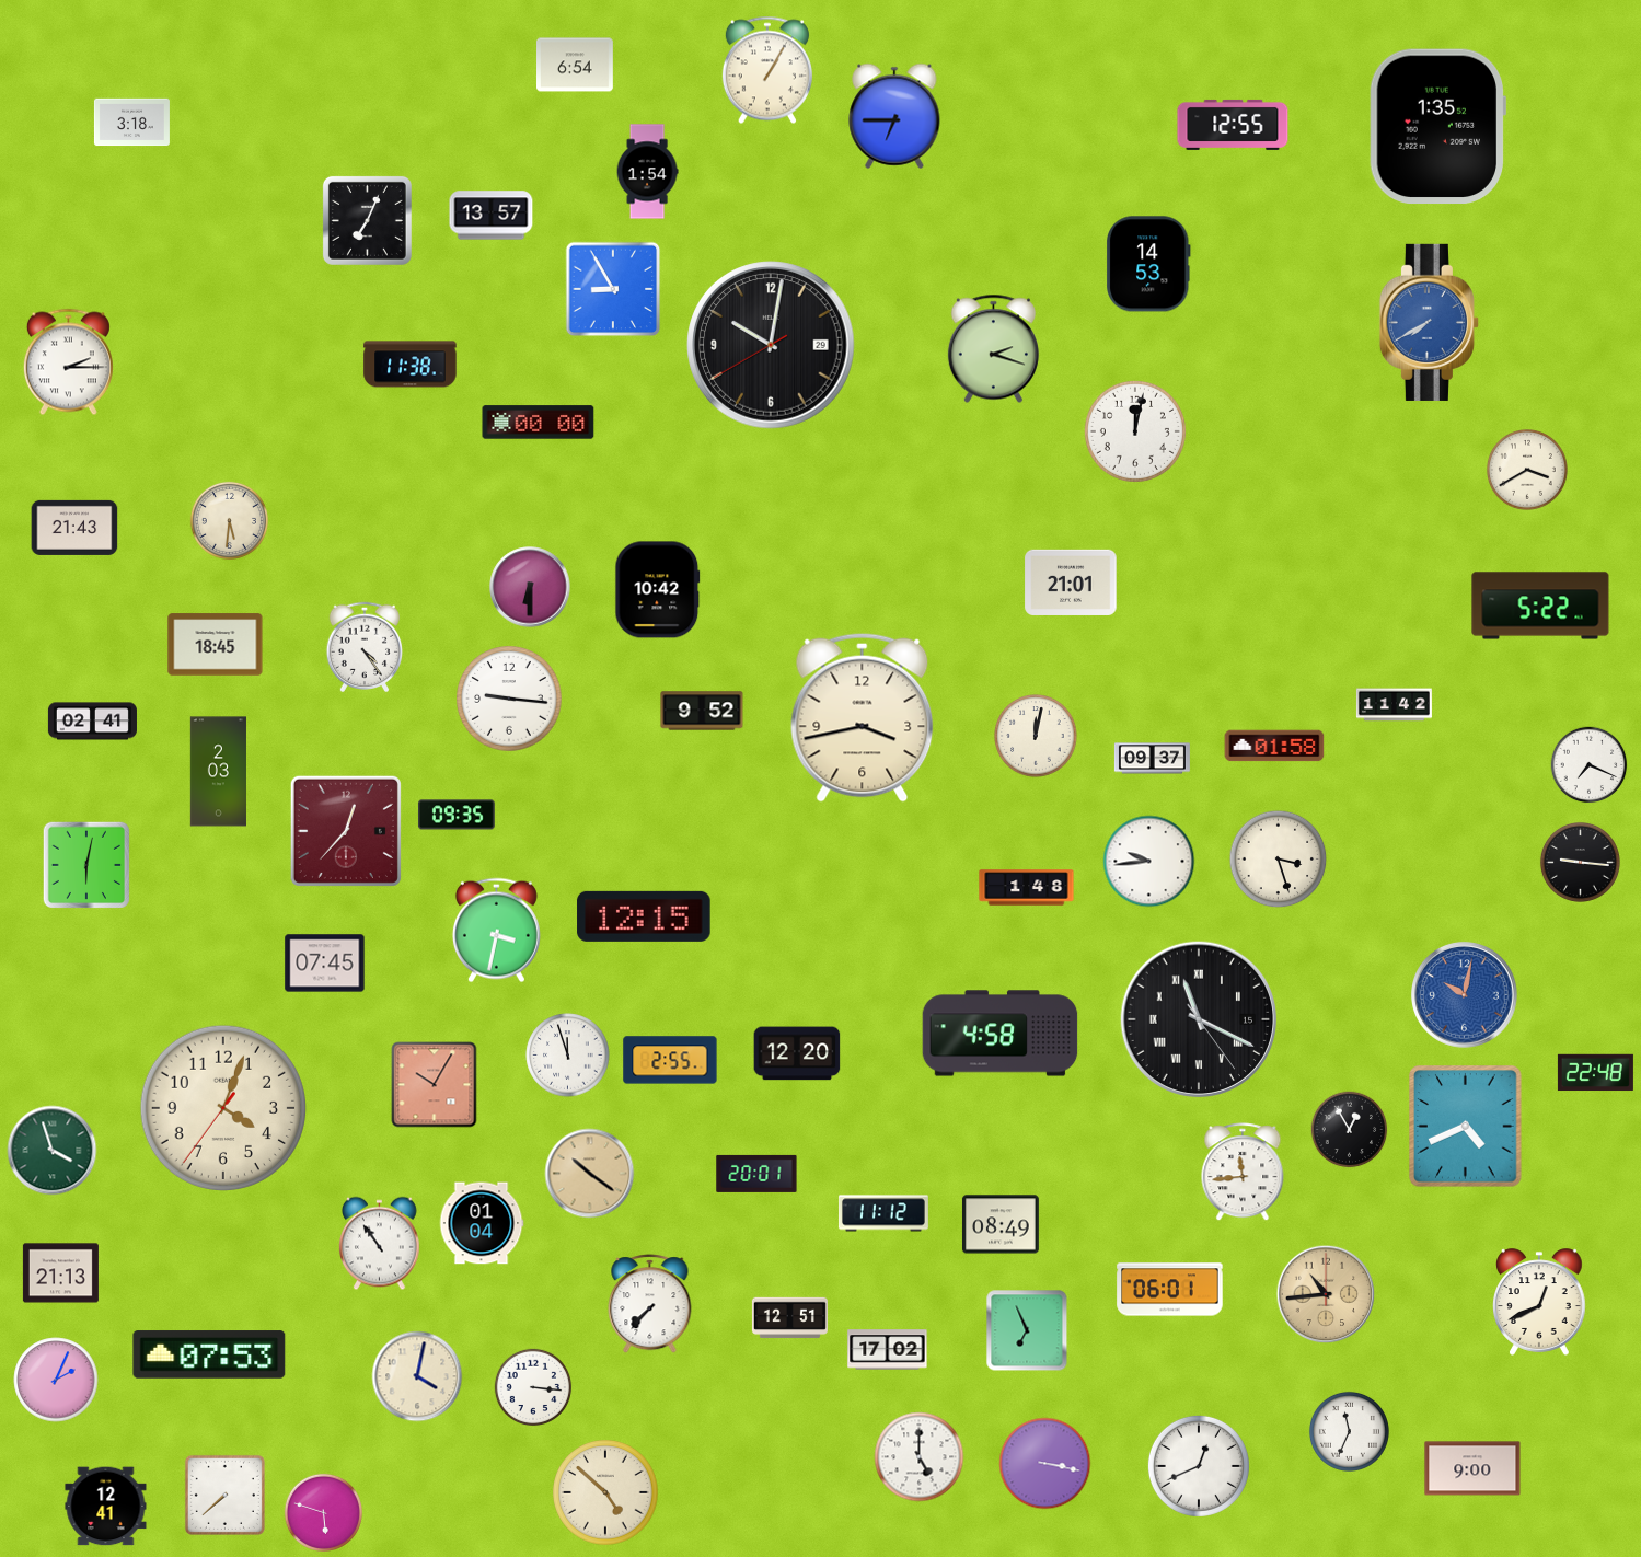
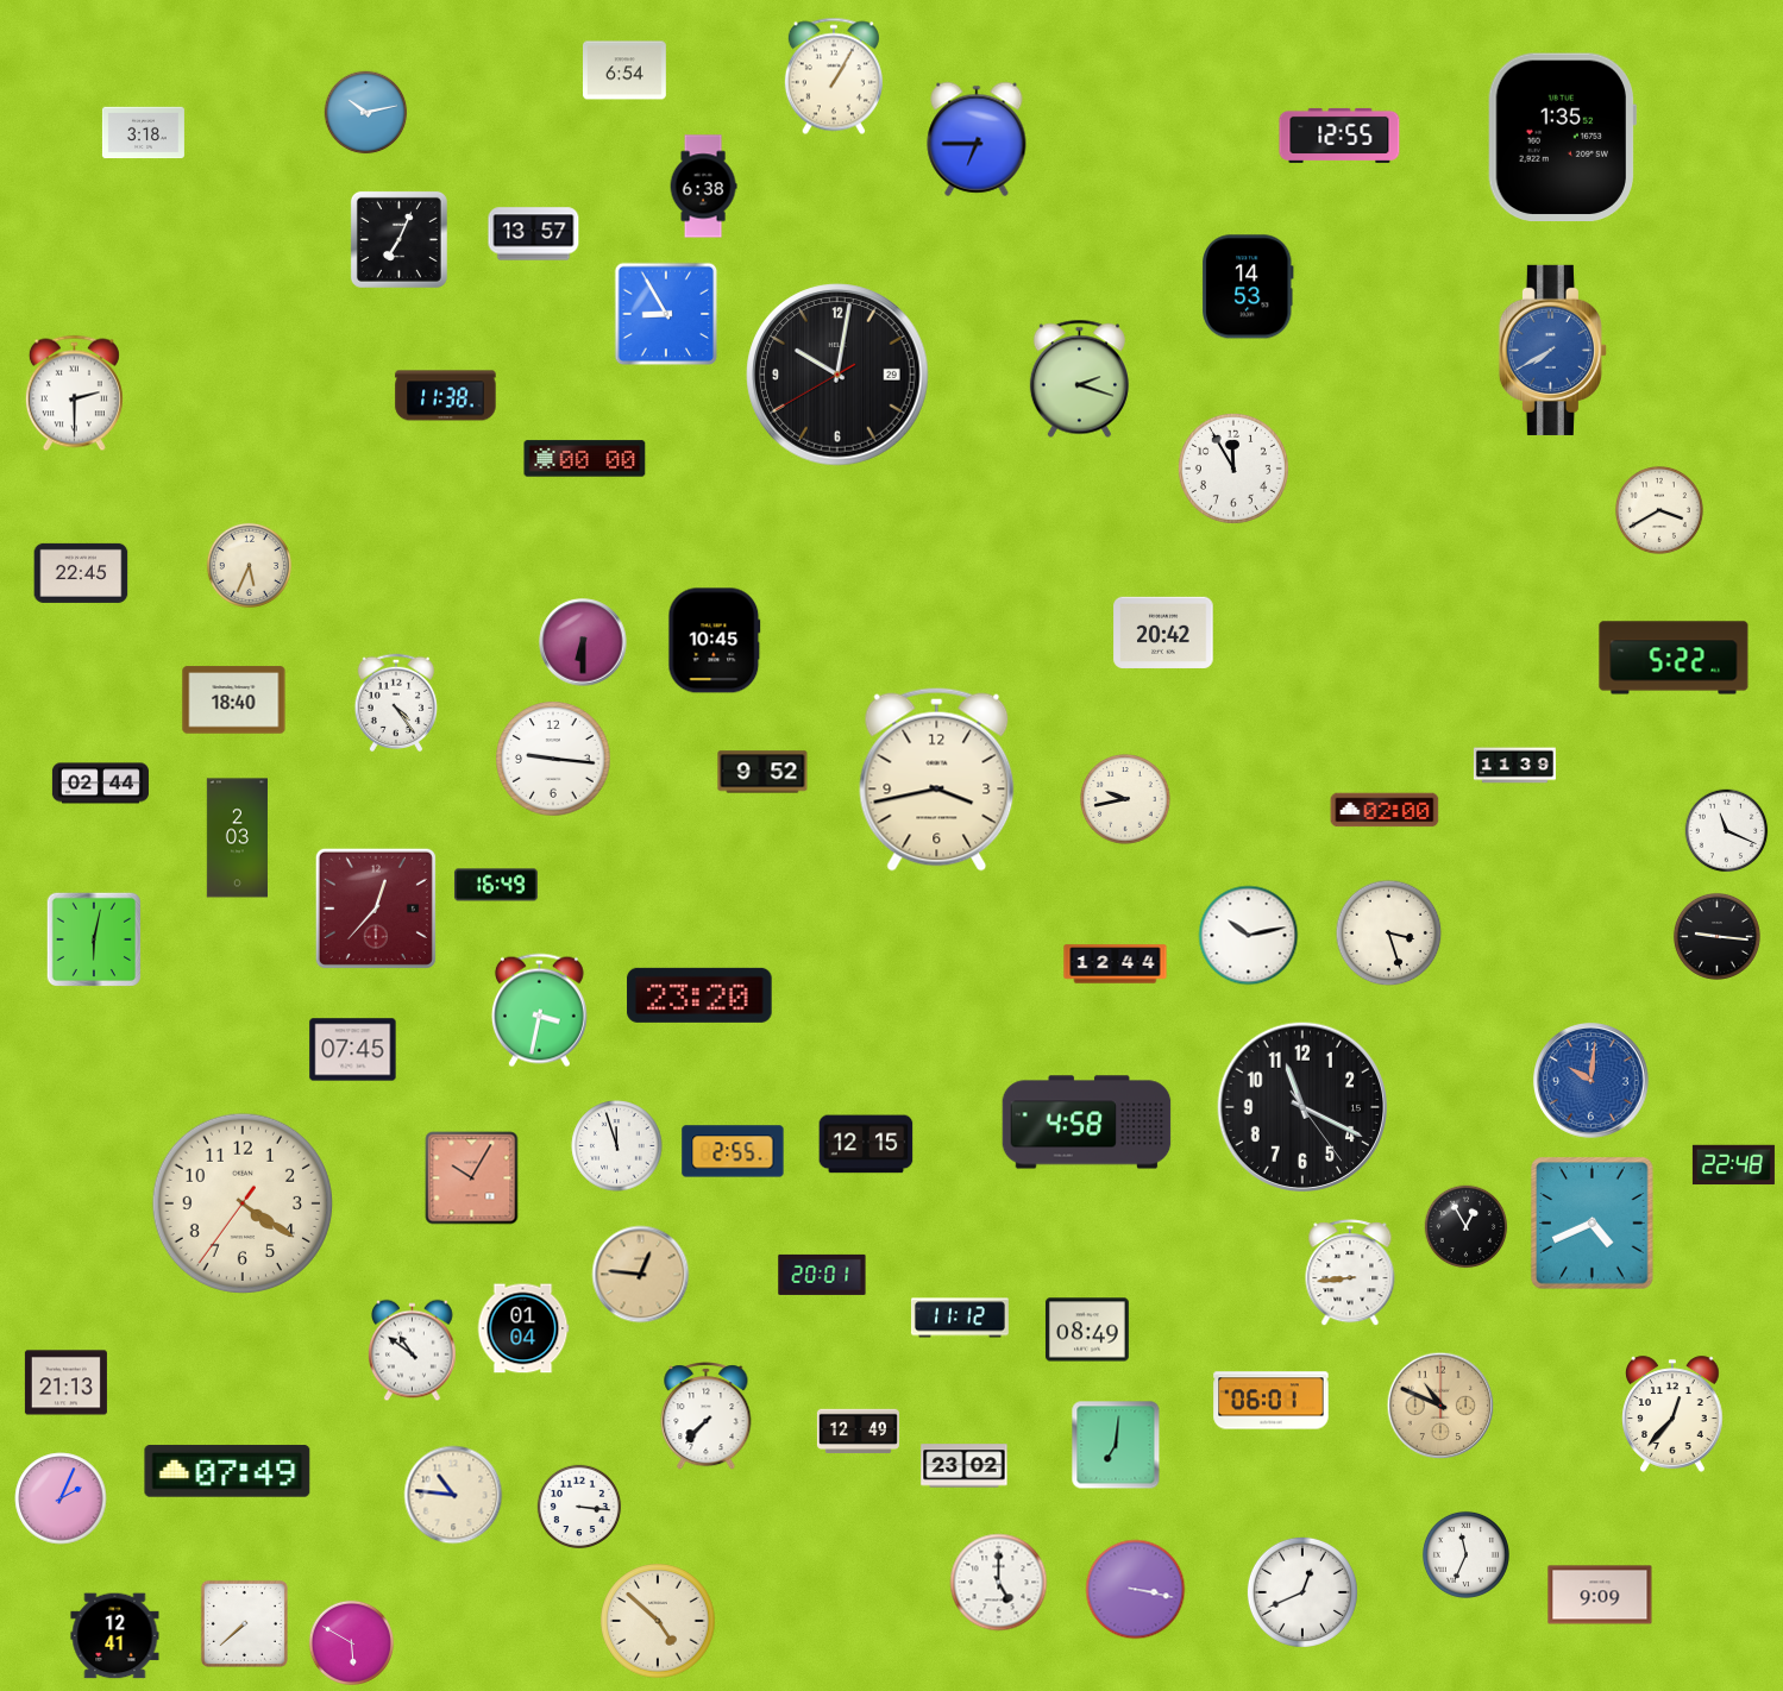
clock at (366, 113): none -> 10:13
clock at (894, 116) position: (894, 116) -> (977, 139)
clock at (647, 172): 1:54 -> 6:38
clock at (68, 362): 2:15 -> 2:30
clock at (1135, 431): 12:02 -> 11:55
clock at (229, 520): 5:31 -> 5:34
clock at (74, 528): 21:43 -> 22:45
clock at (1071, 583): 21:01 -> 20:42
clock at (530, 587) position: (530, 587) -> (583, 642)
clock at (658, 590): 10:42 -> 10:45
clock at (216, 645): 18:45 -> 18:40
clock at (1394, 705): 11:42 -> 11:39
clock at (92, 722): 02:41 -> 02:44
clock at (1036, 736): 12:02 -> 9:43
clock at (1274, 746): 01:58 -> 02:00
clock at (1152, 759): 09:37 -> none
clock at (1590, 765): 7:19 -> 11:19
clock at (457, 815): 09:35 -> 16:49
clock at (346, 831) position: (346, 831) -> (376, 909)
clock at (1149, 862): 9:44 -> 10:13
clock at (1027, 888): 1:48 -> 12:44
clock at (644, 916): 12:15 -> 23:20
clock at (325, 964) position: (325, 964) -> (353, 1050)
clock at (1465, 995): 10:02 -> 10:01
clock at (1198, 1018) numerals: Roman -> Arabic
clock at (797, 1053): 12:20 -> 12:15
clock at (670, 1060) position: (670, 1060) -> (733, 1151)
clock at (222, 1107): 4:03 -> 4:20
clock at (53, 1151): 3:57 -> none
clock at (1243, 1173): 11:44 -> 8:44
clock at (590, 1174): 10:21 -> 12:46
clock at (380, 1244): 10:54 -> 10:51
clock at (1326, 1294): 10:44 -> 10:49
clock at (1540, 1302): 12:41 -> 12:37
clock at (789, 1318): 12:51 -> 12:49
clock at (1027, 1330): 6:56 -> 7:01
clock at (888, 1350): 17:02 -> 23:02
clock at (209, 1354): 07:53 -> 07:49
clock at (417, 1376): 4:02 -> 10:46
clock at (1472, 1468): 9:00 -> 9:09
clock at (323, 1512): 5:48 -> 5:50
